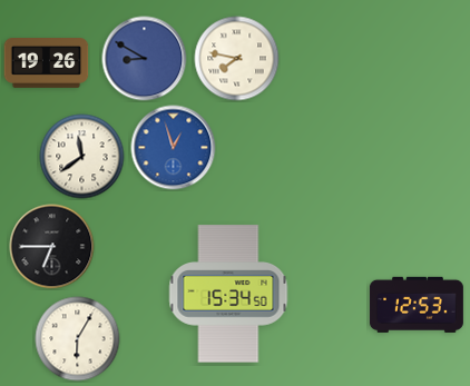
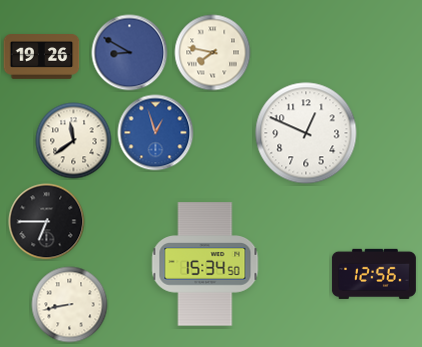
clock at (306, 133): none -> 12:49
clock at (417, 305): 12:53 -> 12:56
clock at (78, 339): 6:05 -> 8:43
